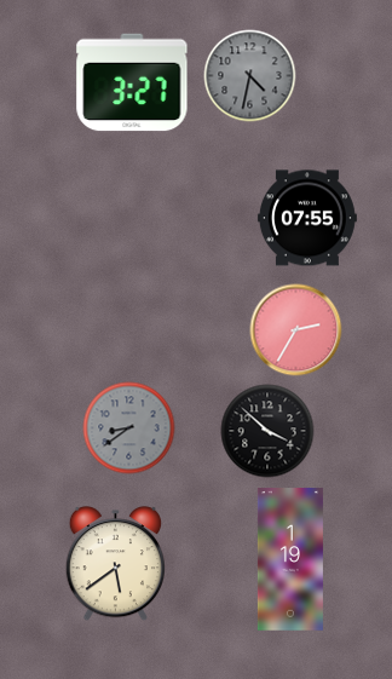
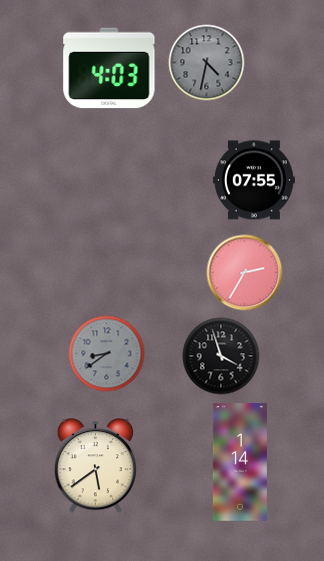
clock at (132, 82): 3:27 -> 4:03
clock at (267, 431): 3:52 -> 3:57
clock at (290, 559): 1:19 -> 1:14
